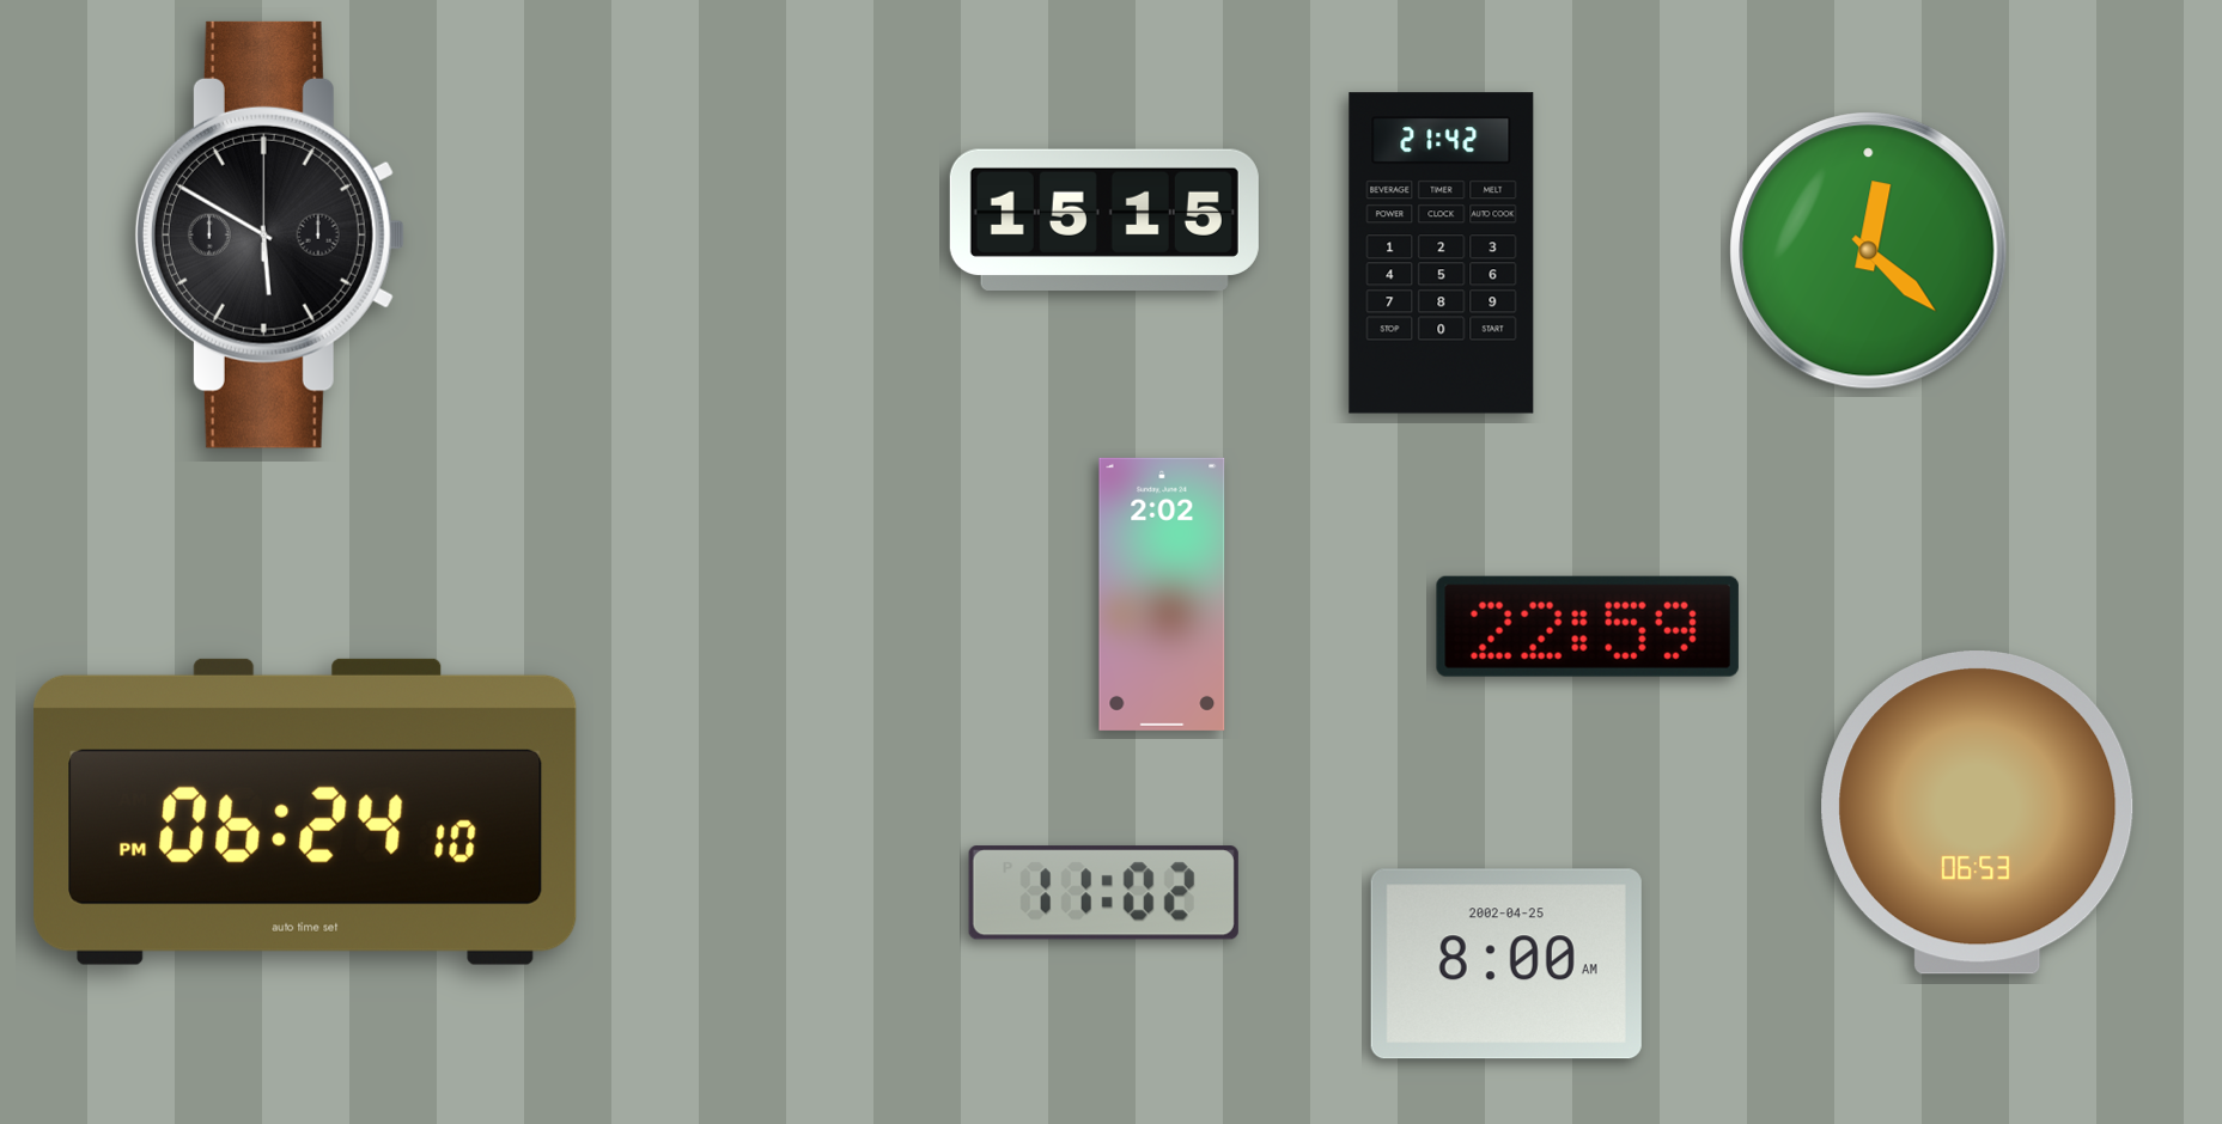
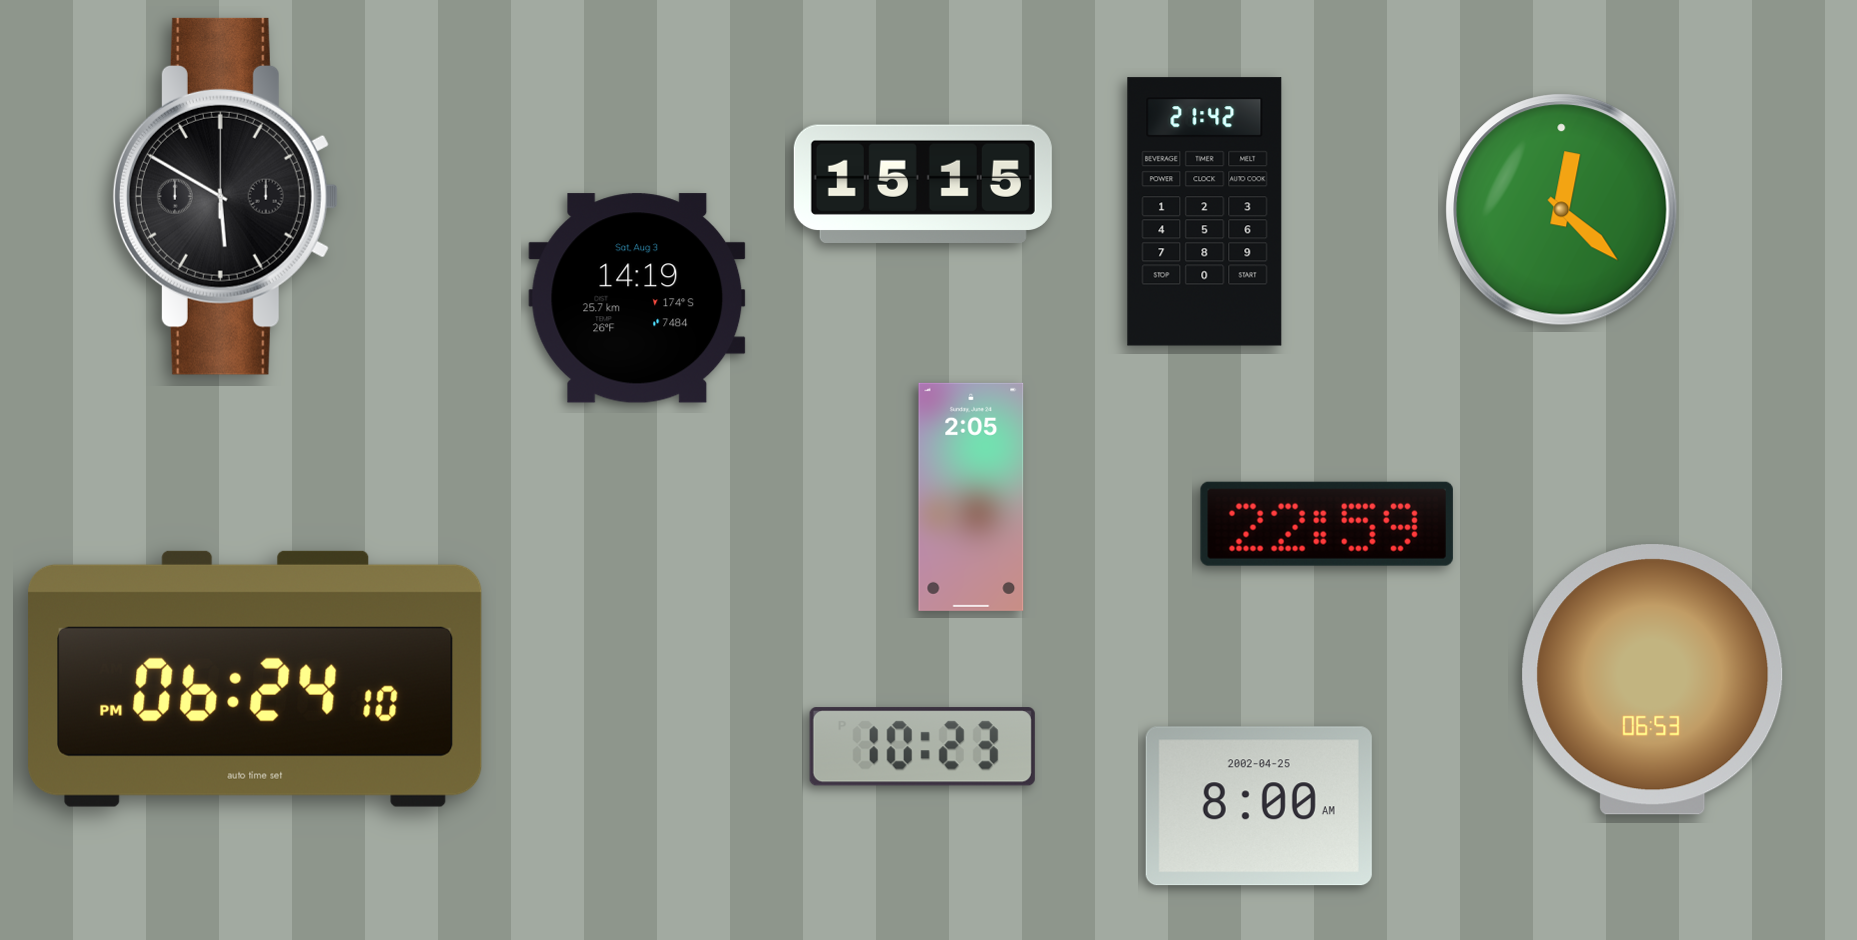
clock at (637, 298): none -> 14:19
clock at (1162, 594): 2:02 -> 2:05
clock at (1103, 893): 11:02 -> 10:23
